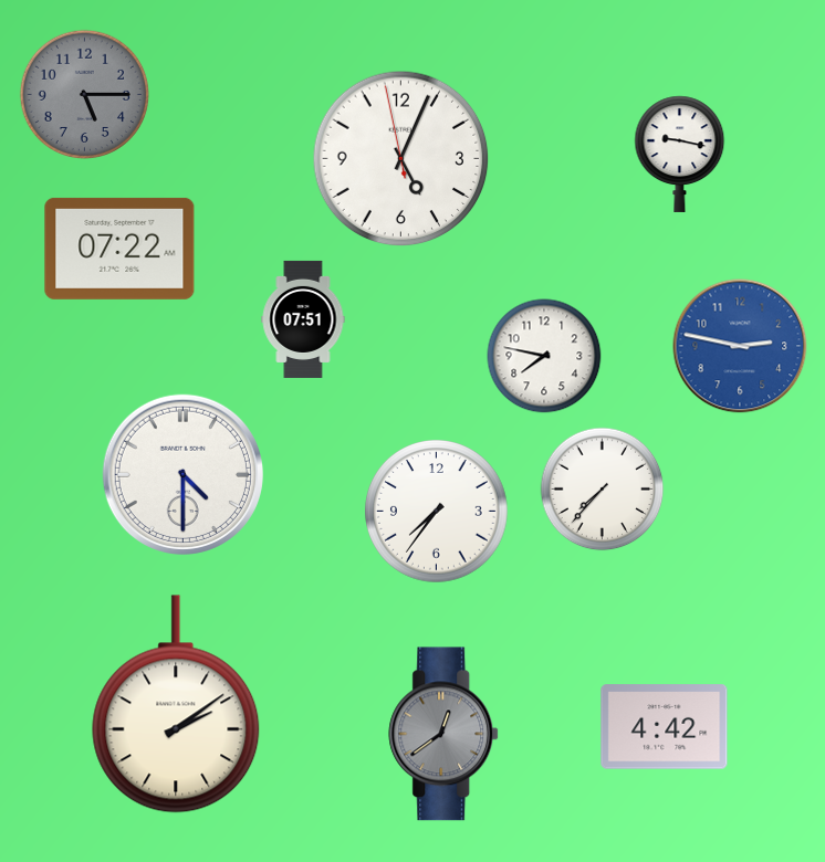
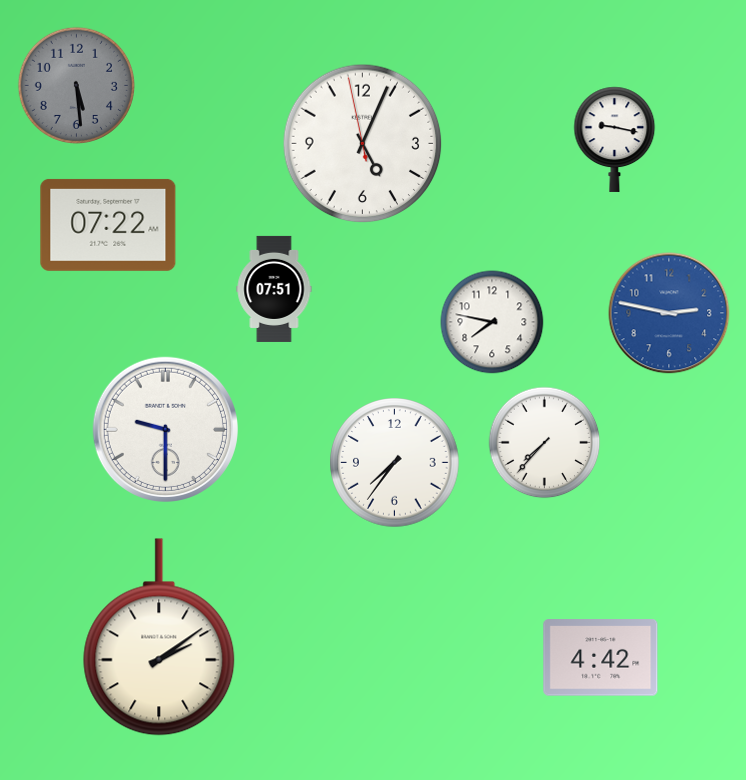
clock at (84, 94): 5:15 -> 5:29
clock at (182, 474): 4:30 -> 9:30
clock at (445, 734): 12:39 -> none
